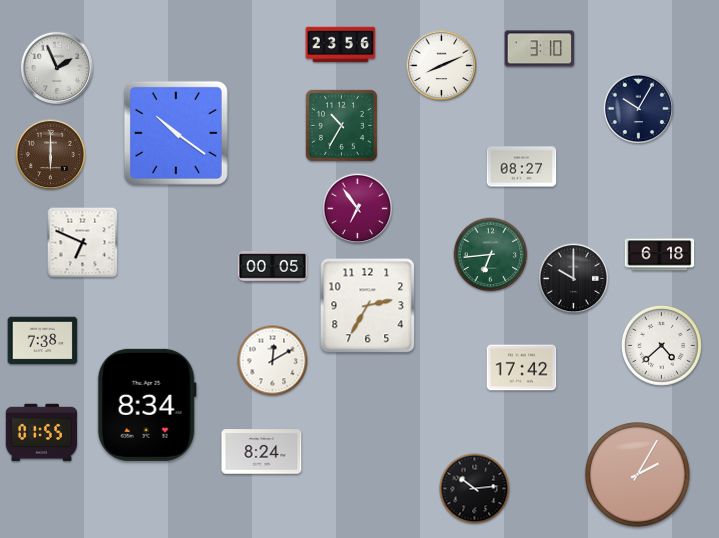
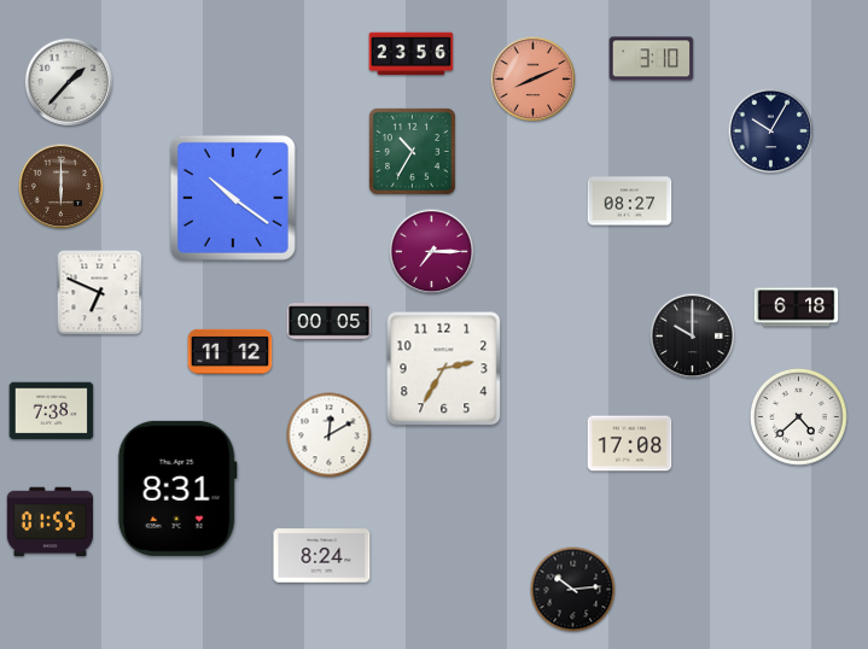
clock at (442, 66) dial: white -> salmon
clock at (56, 67): 1:56 -> 1:37
clock at (176, 133) position: (176, 133) -> (233, 198)
clock at (358, 209): 6:54 -> 7:15
clock at (491, 255): 6:44 -> none
clock at (231, 351): none -> 11:12
clock at (522, 368): 17:42 -> 17:08
clock at (147, 405): 8:34 -> 8:31
clock at (262, 452) position: (262, 452) -> (322, 556)
clock at (638, 475): 2:05 -> none
